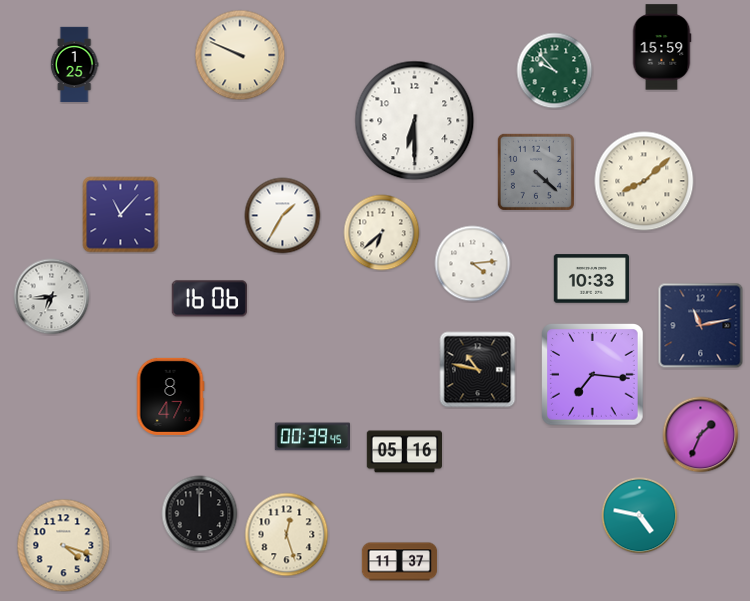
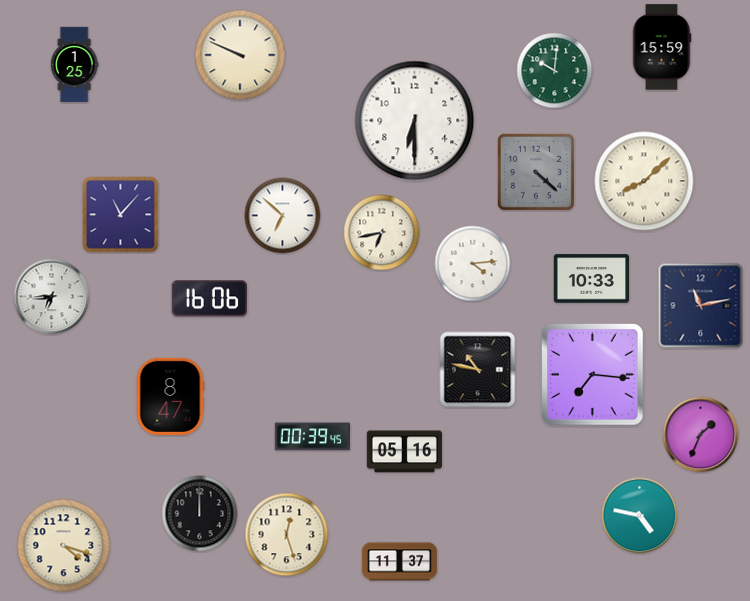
clock at (555, 71): 9:53 -> 10:01
clock at (283, 216): 1:35 -> 6:52
clock at (382, 233): 6:38 -> 6:43
clock at (701, 326) position: (701, 326) -> (701, 306)
